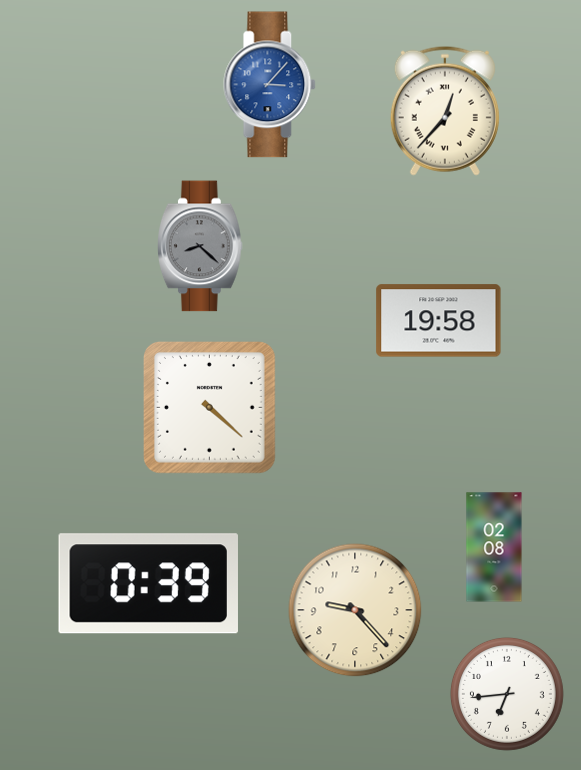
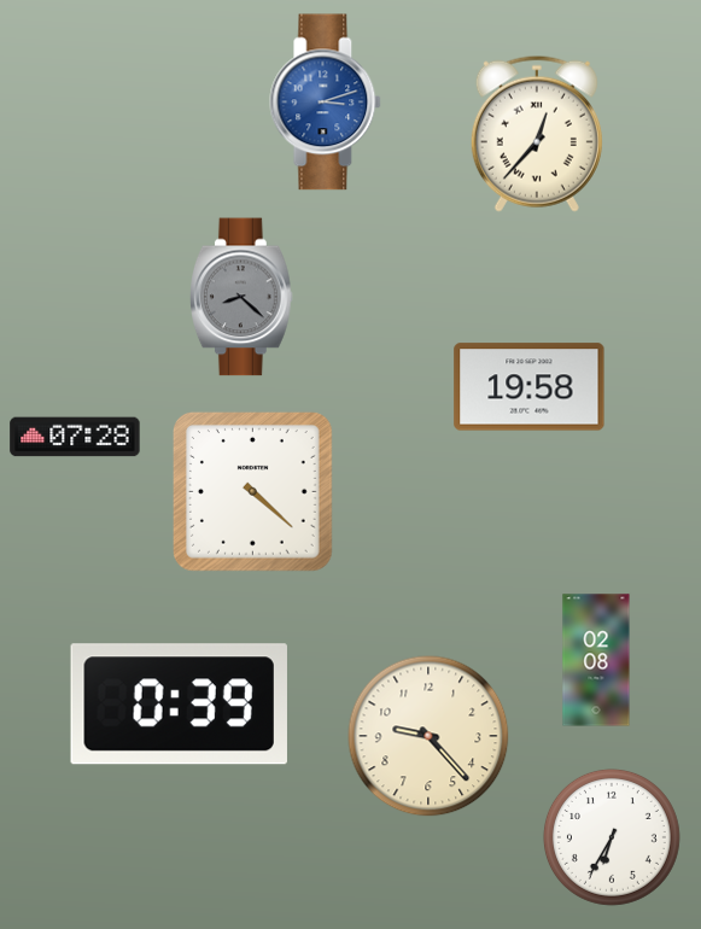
clock at (270, 85): 3:07 -> 3:12
clock at (75, 437): none -> 07:28
clock at (507, 694): 6:44 -> 6:35
